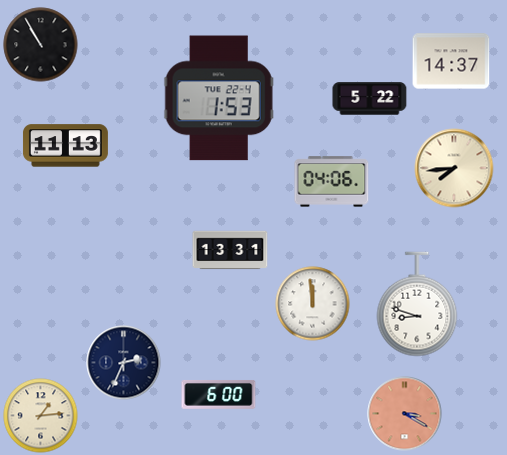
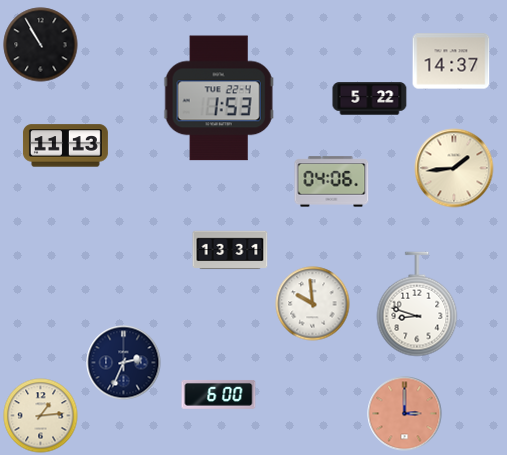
clock at (454, 168): 7:44 -> 1:44
clock at (313, 304): 11:59 -> 9:59
clock at (405, 414): 3:20 -> 3:00
